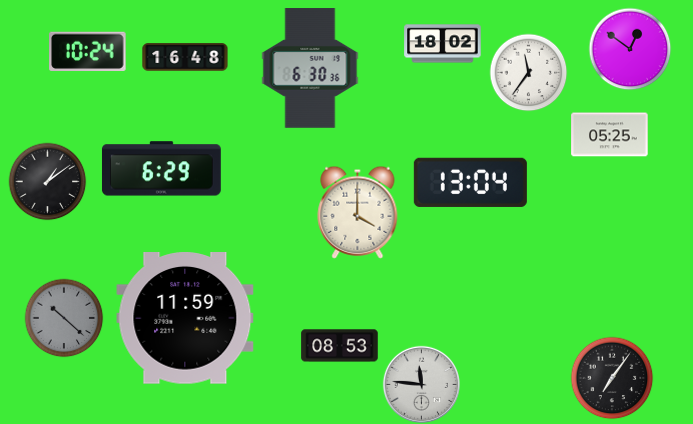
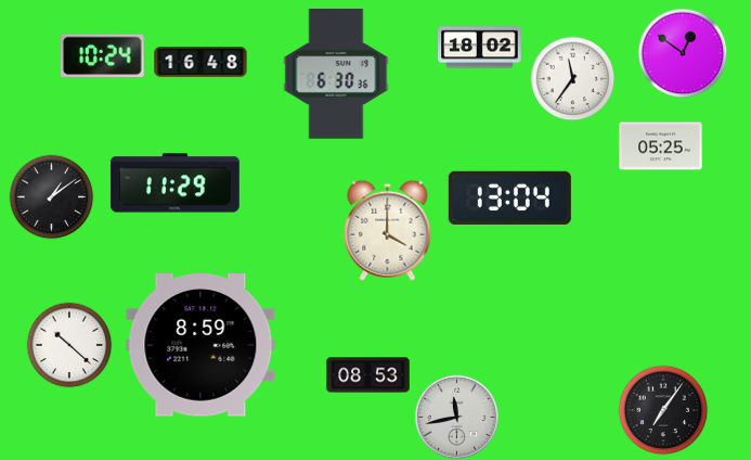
clock at (88, 51) position: (88, 51) -> (103, 55)
clock at (162, 169): 6:29 -> 11:29
clock at (64, 318) dial: grey -> white
clock at (185, 319): 11:59 -> 8:59
clock at (421, 384): 11:46 -> 11:43
